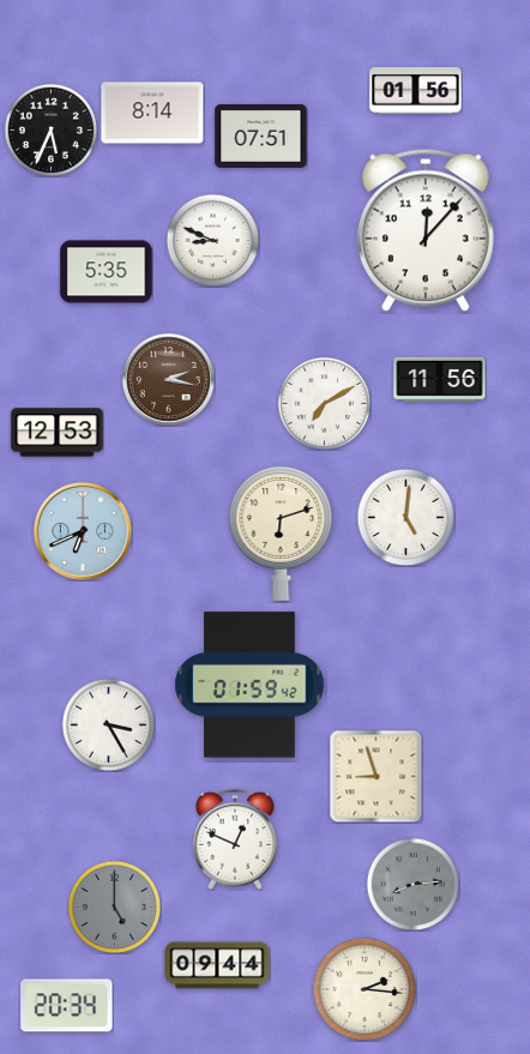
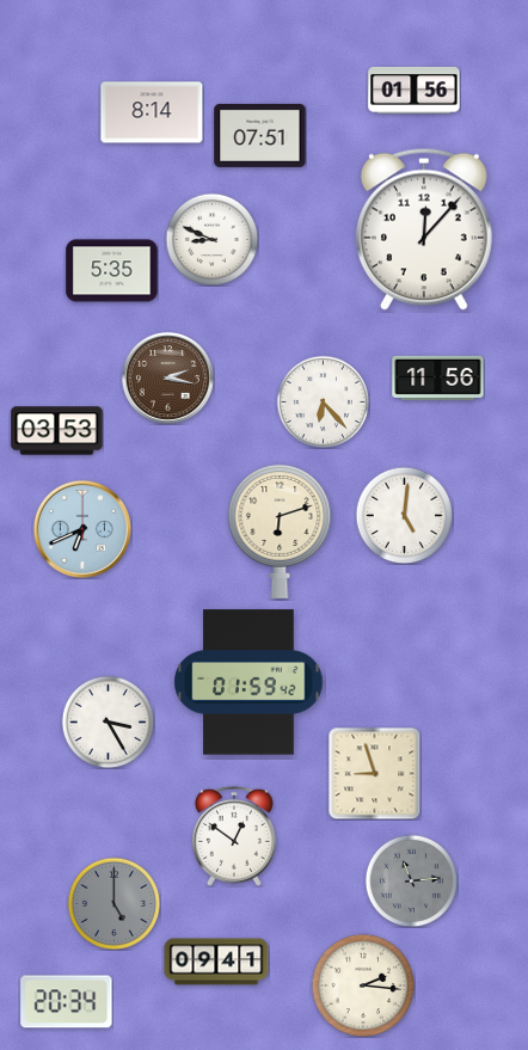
clock at (50, 130): 5:34 -> none
clock at (107, 272) position: (107, 272) -> (112, 271)
clock at (324, 403): 7:10 -> 6:23
clock at (58, 433): 12:53 -> 03:53
clock at (235, 839): 12:49 -> 12:51
clock at (412, 884): 8:14 -> 11:14
clock at (217, 965): 09:44 -> 09:41
